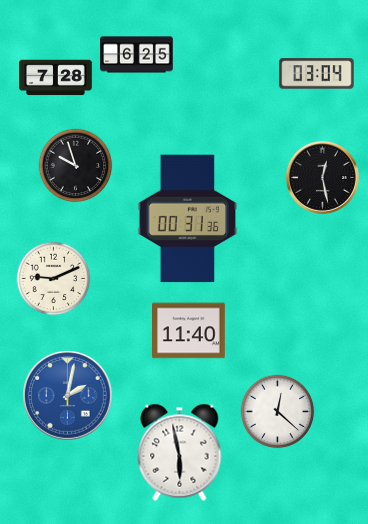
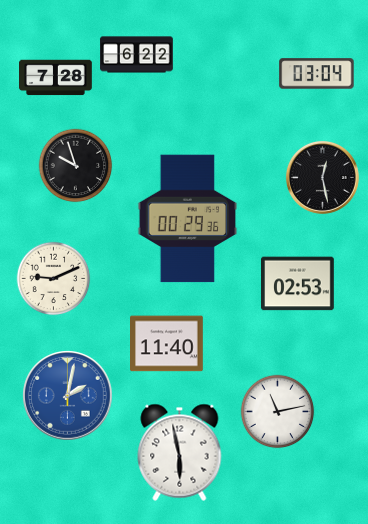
clock at (137, 55): 6:25 -> 6:22
clock at (188, 219): 00:31 -> 00:29
clock at (298, 284): none -> 02:53
clock at (189, 331) position: (189, 331) -> (167, 344)
clock at (278, 412): 12:22 -> 11:13
